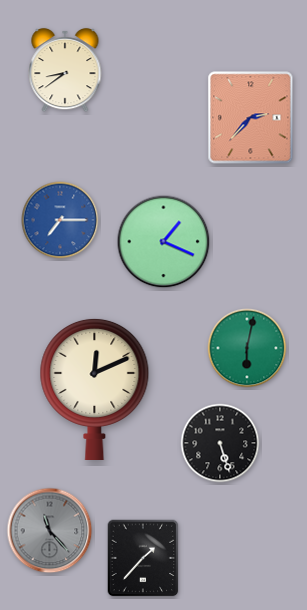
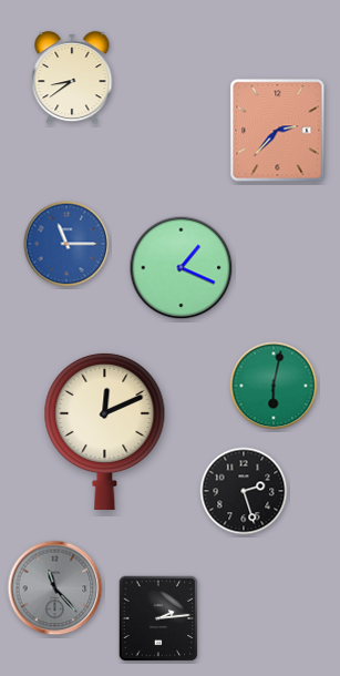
clock at (60, 220): 7:15 -> 11:15
clock at (220, 443): 5:27 -> 2:27
clock at (143, 558): 1:37 -> 2:14
